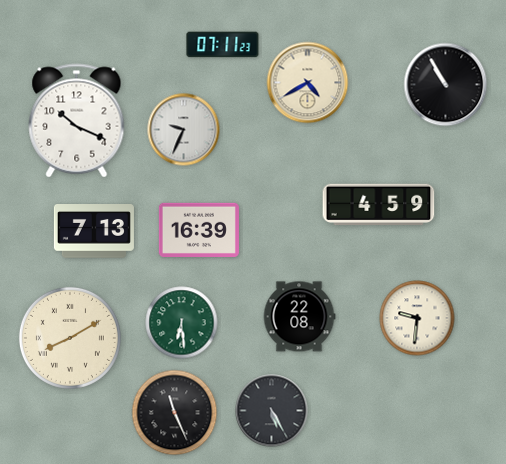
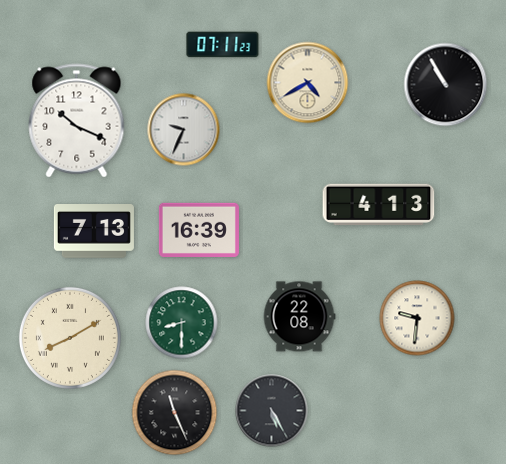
clock at (379, 205): 4:59 -> 4:13
clock at (182, 323): 6:29 -> 8:30
